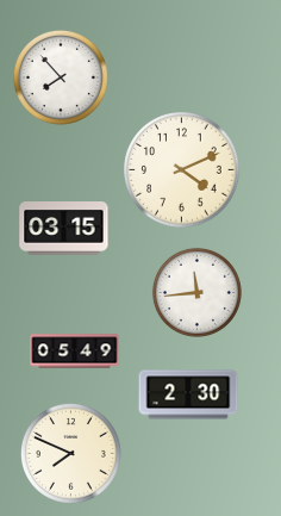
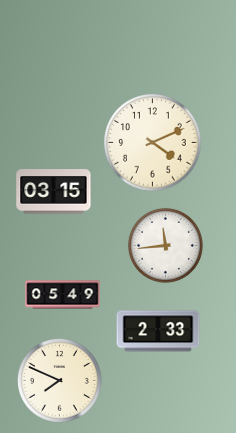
clock at (61, 77): 7:53 -> none
clock at (188, 394): 2:30 -> 2:33
